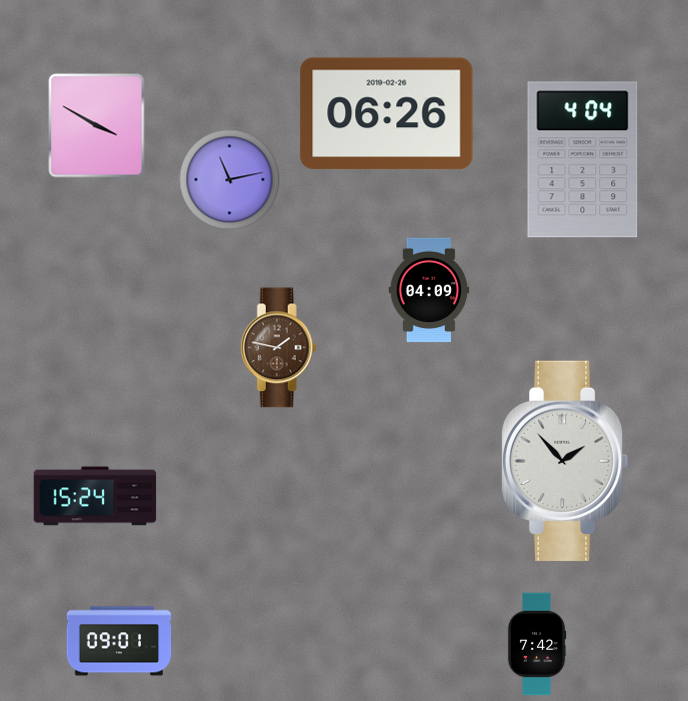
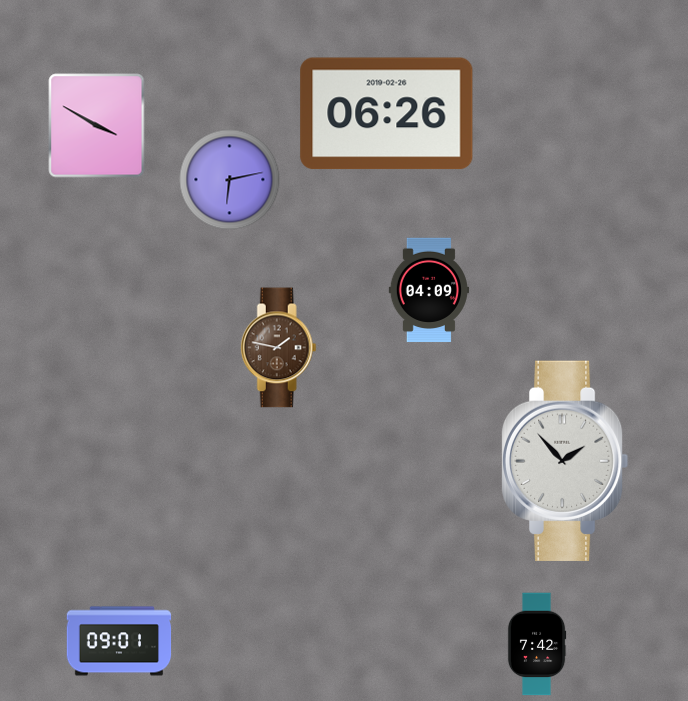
clock at (583, 160): 4:04 -> none
clock at (230, 180): 11:13 -> 6:13
clock at (95, 496): 15:24 -> none
